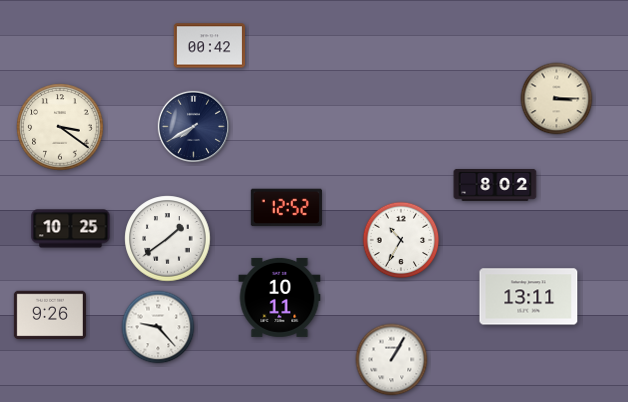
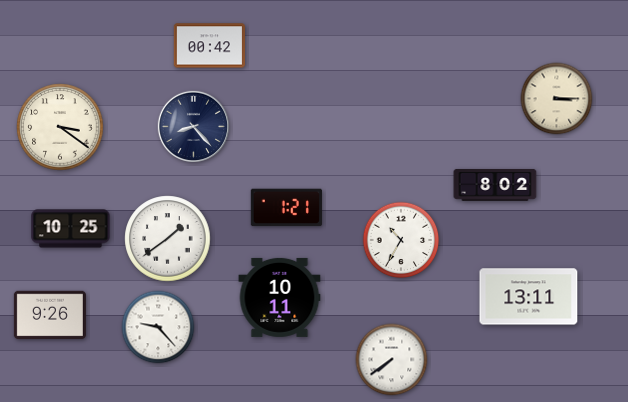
clock at (193, 126): 7:40 -> 8:23
clock at (286, 208): 12:52 -> 1:21
clock at (392, 360): 1:05 -> 7:39
